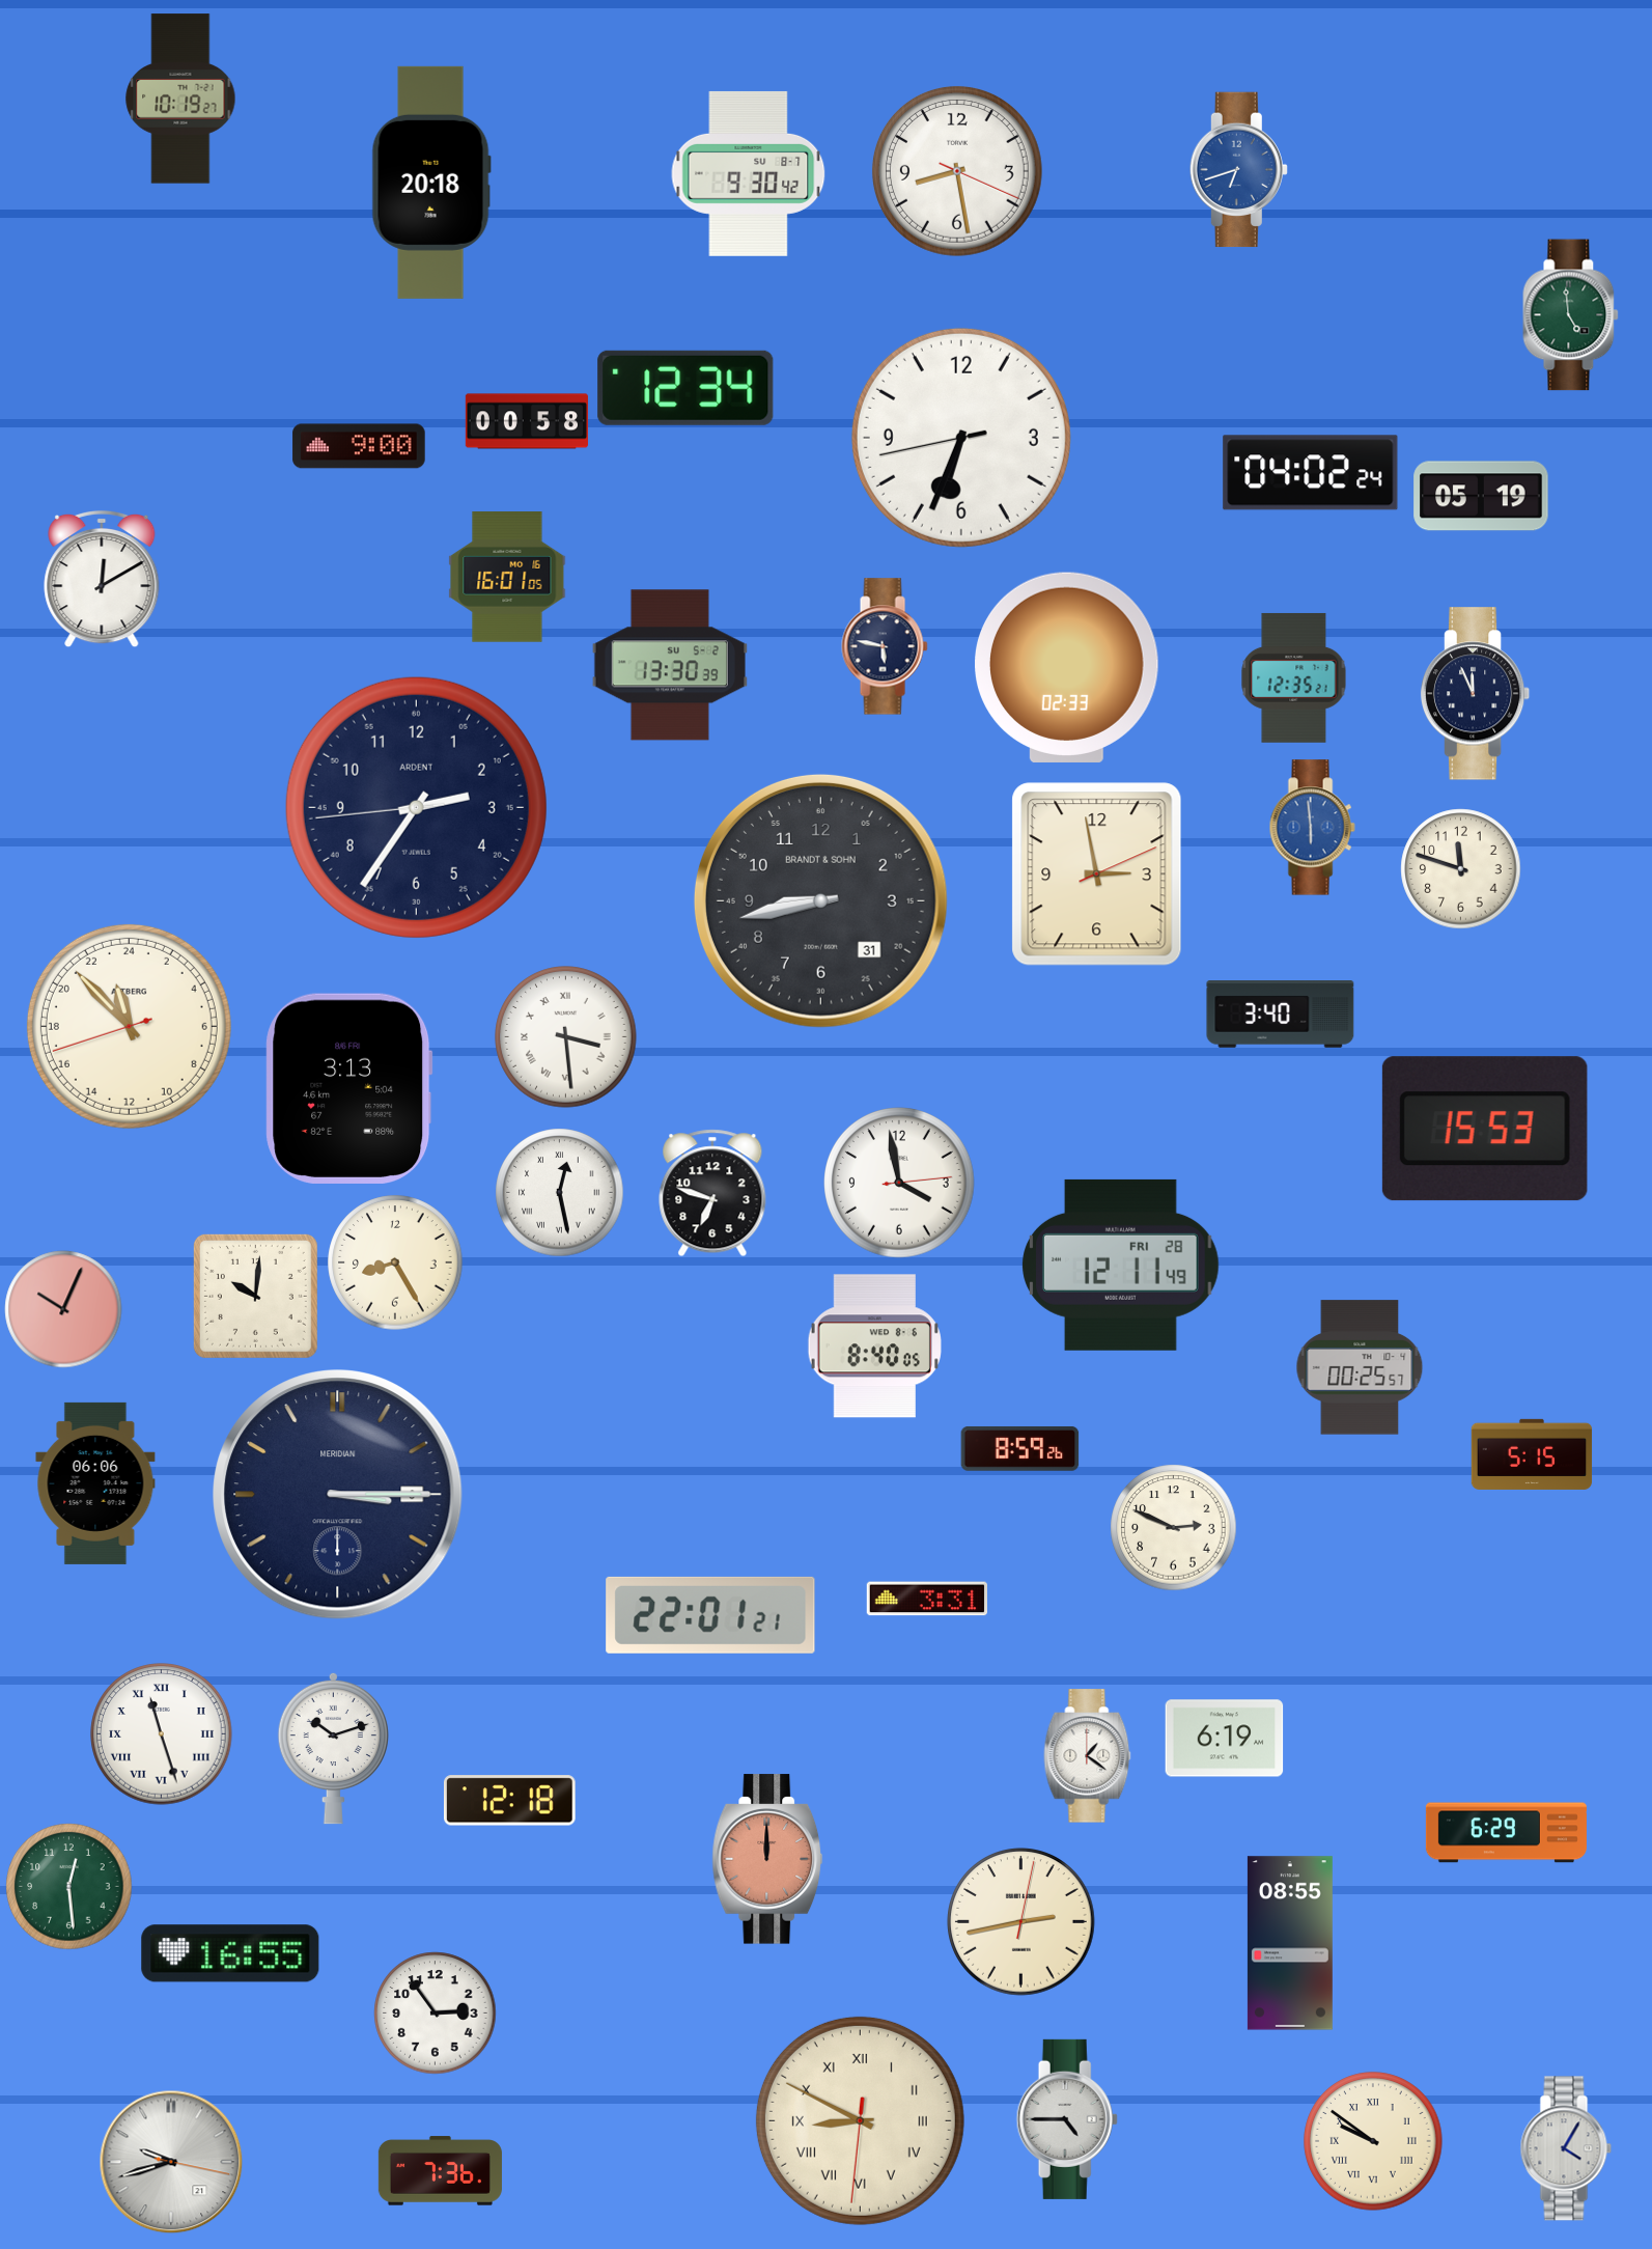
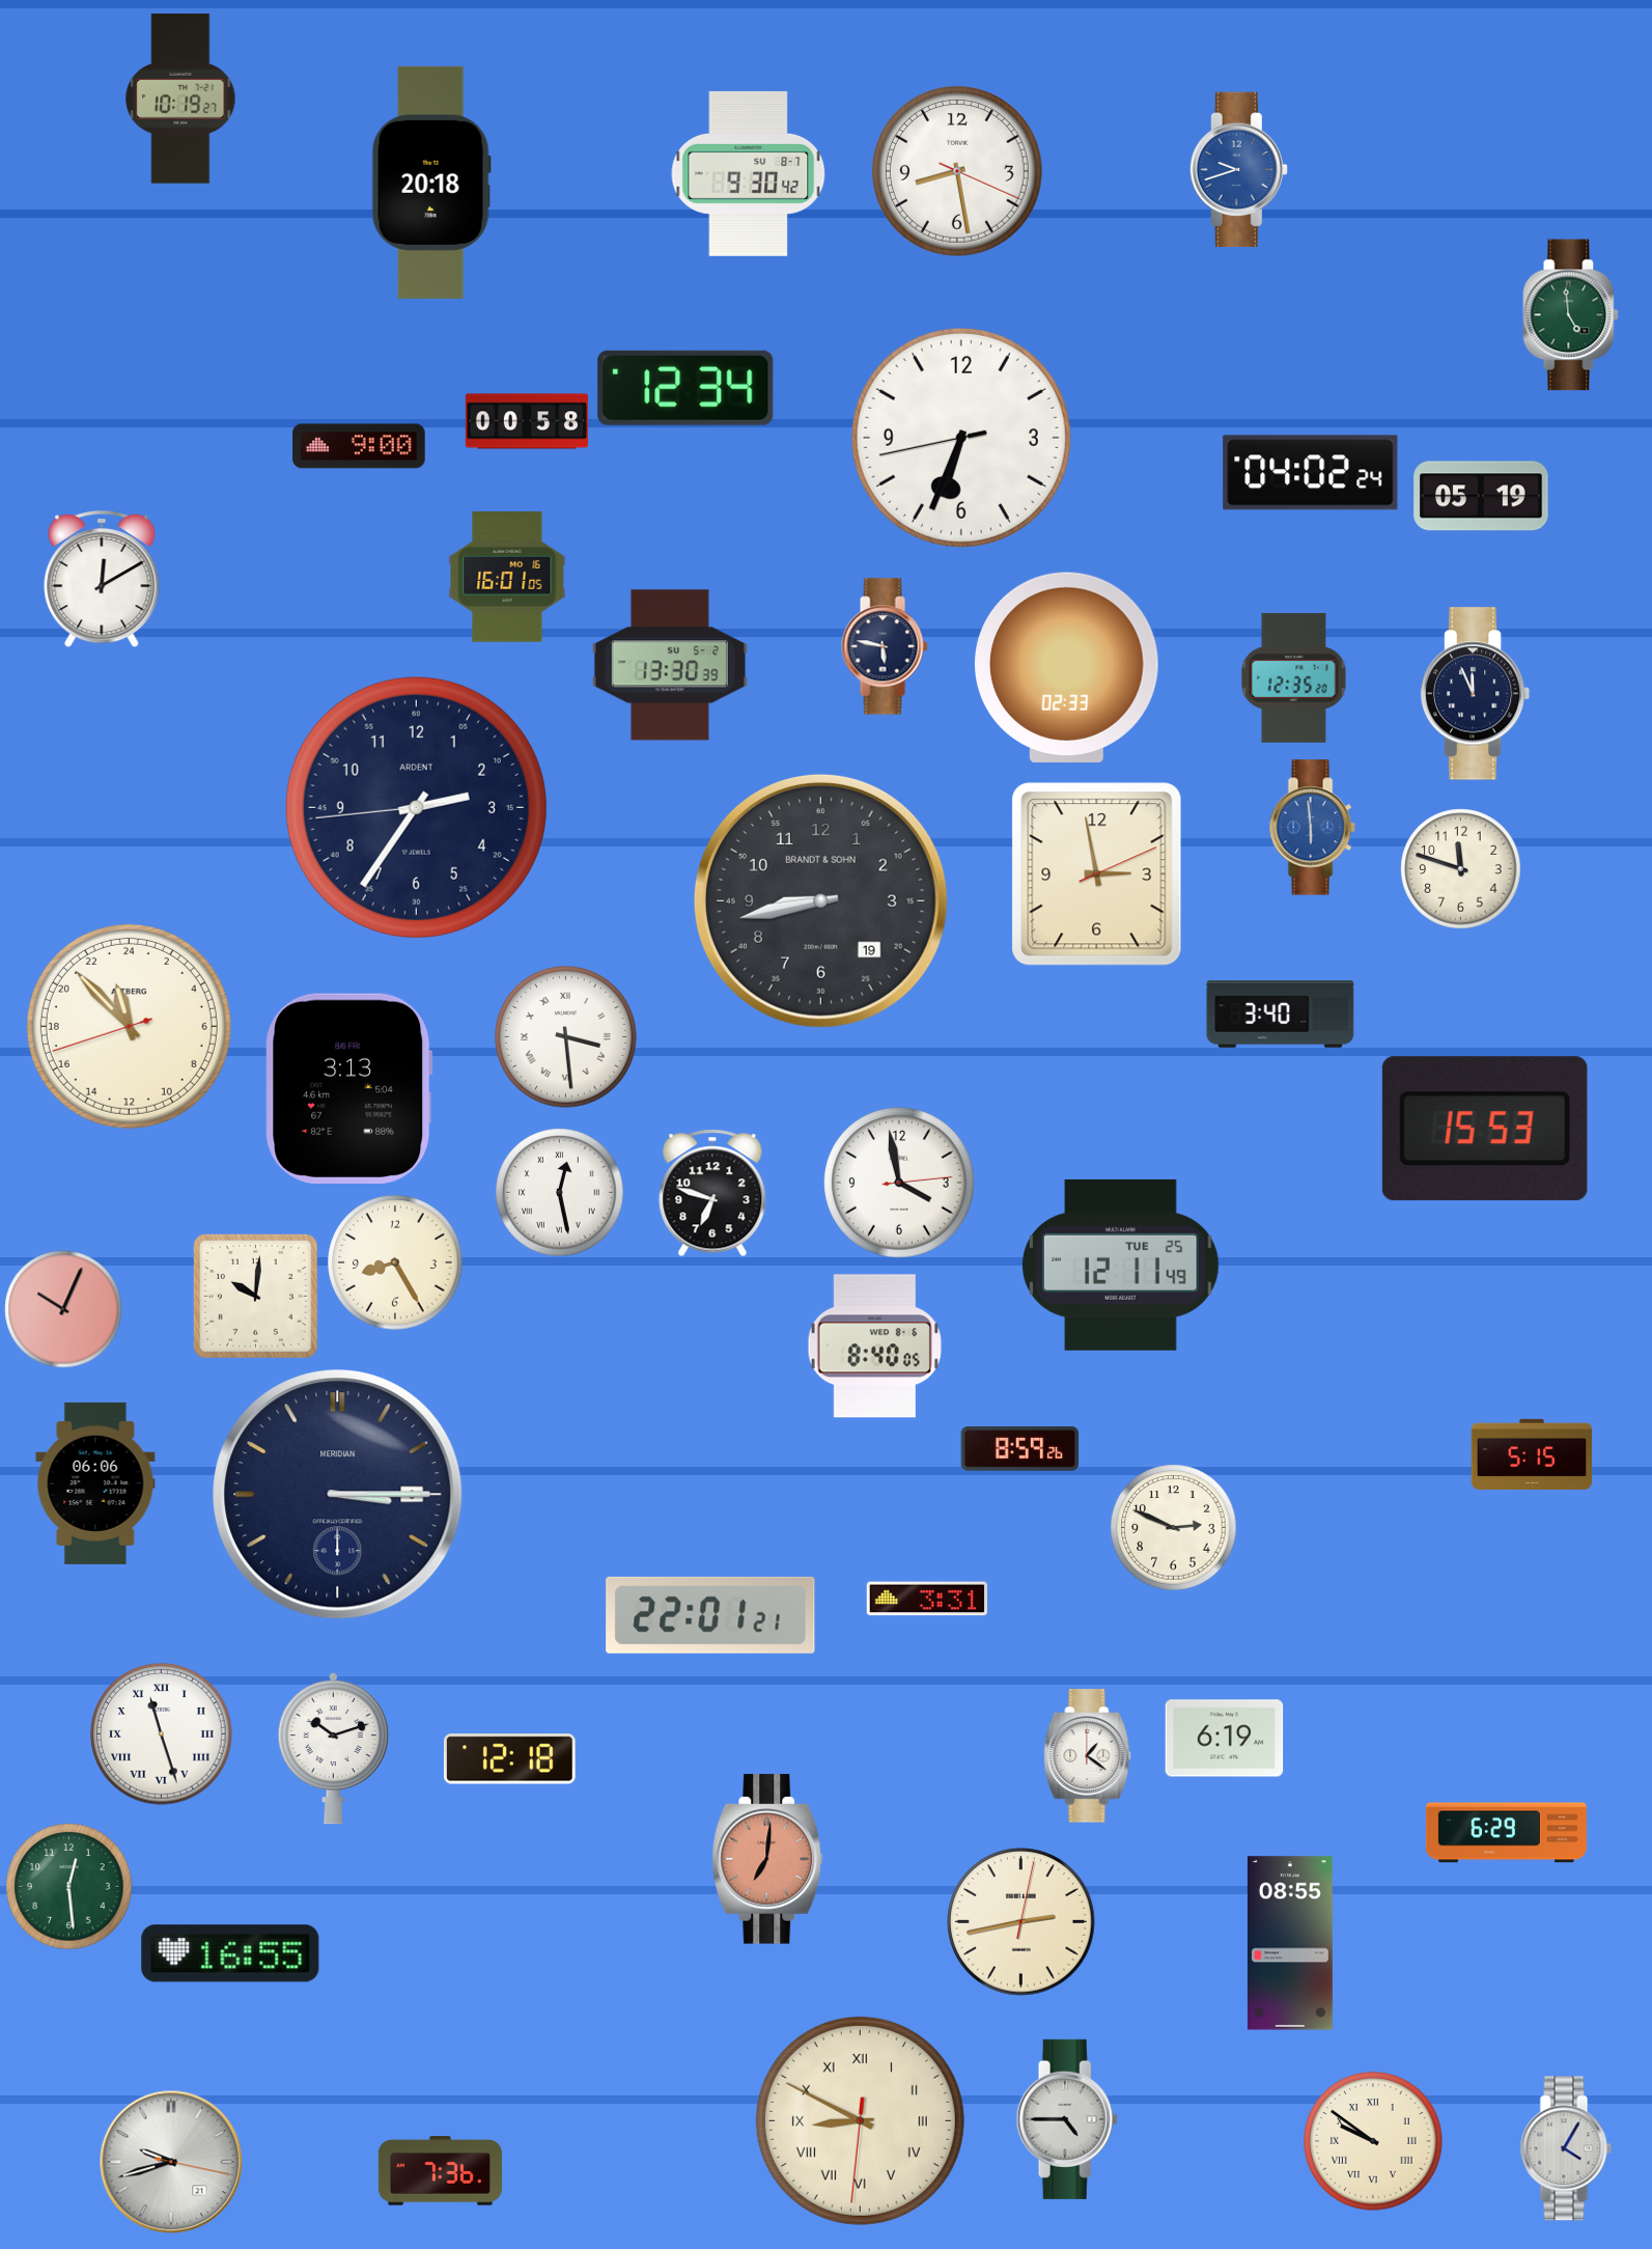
clock at (1238, 170): 6:42 -> 9:42
clock at (1294, 677): 12:35:21 -> 12:35:20
clock at (820, 900) date: 31 -> 19
clock at (1121, 1265) date: FRI 28 -> TUE 25
clock at (1360, 1367): 00:25 -> none
clock at (510, 1801) position: (510, 1801) -> (510, 1759)
clock at (767, 1859): 12:00 -> 7:01
clock at (436, 2014): 2:54 -> none
